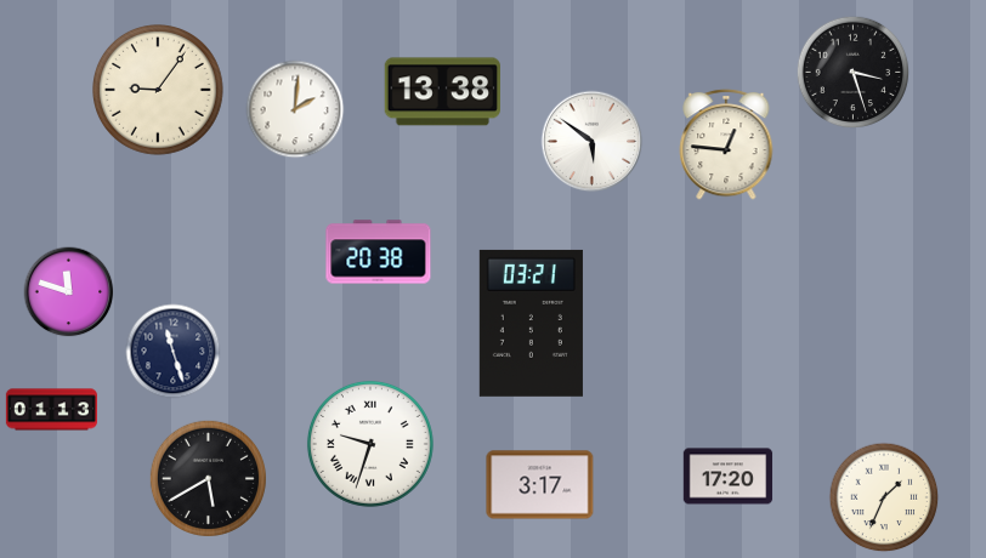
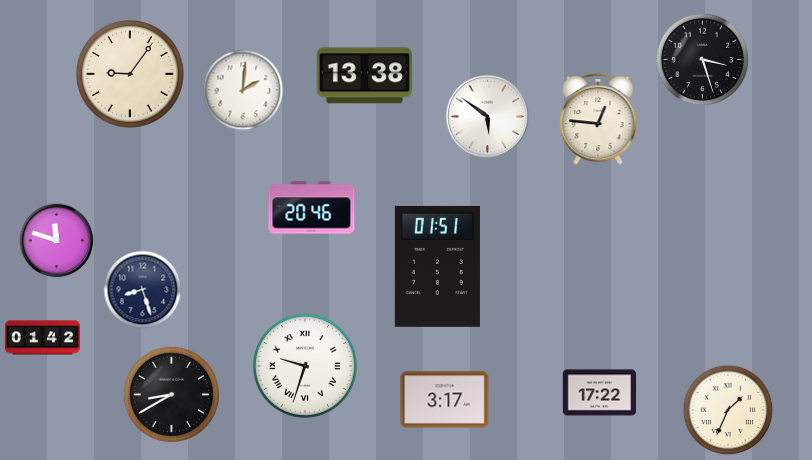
clock at (379, 252): 20:38 -> 20:46
clock at (531, 323): 03:21 -> 01:51
clock at (174, 352): 11:27 -> 8:27
clock at (51, 410): 01:13 -> 01:42
clock at (729, 477): 17:20 -> 17:22
clock at (208, 478): 5:40 -> 8:40
